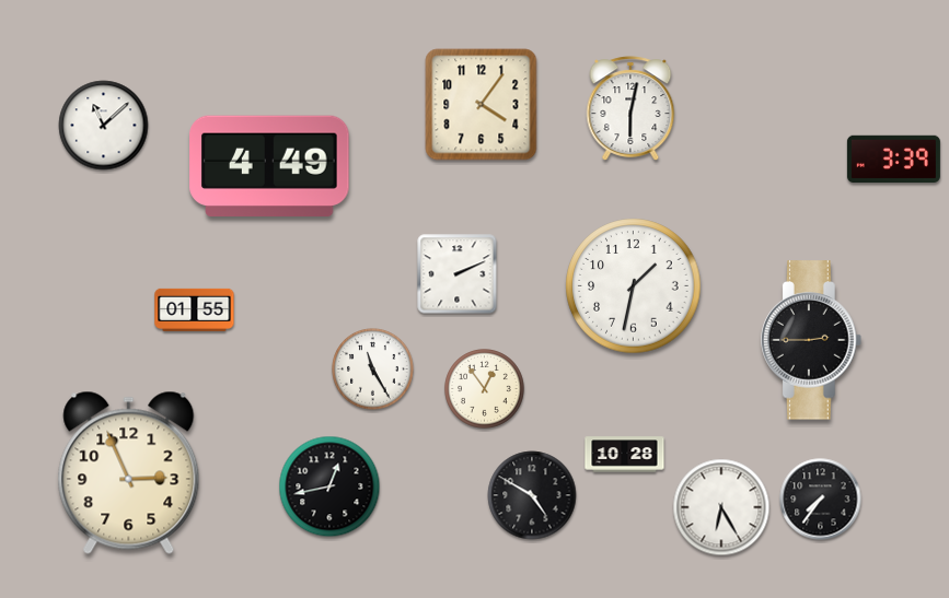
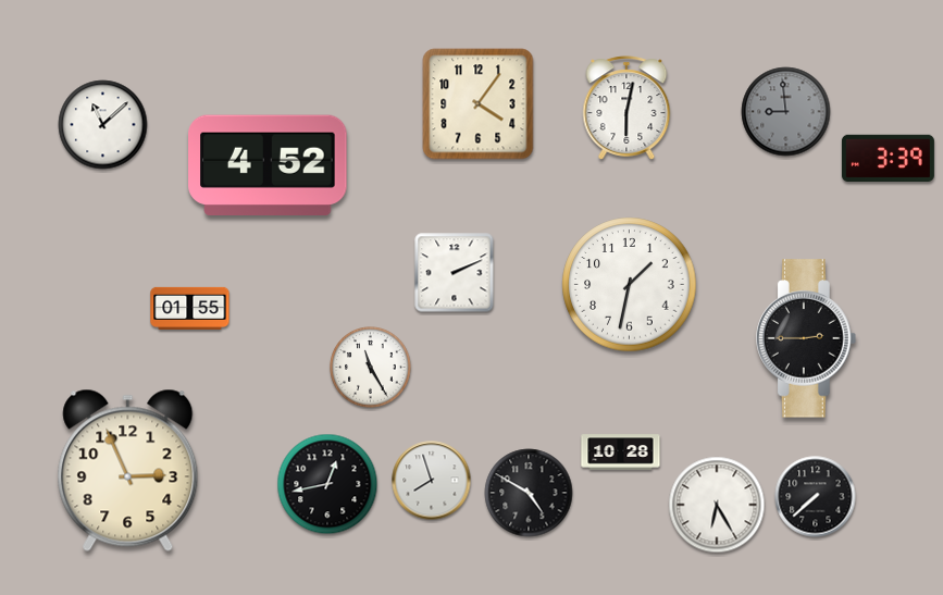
clock at (786, 112): none -> 8:59
clock at (269, 166): 4:49 -> 4:52
clock at (195, 309) position: (195, 309) -> (190, 308)
clock at (485, 389): 12:54 -> none
clock at (432, 481): none -> 7:57
clock at (821, 500): 7:36 -> 7:38
